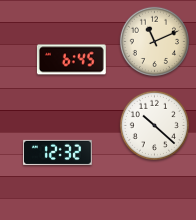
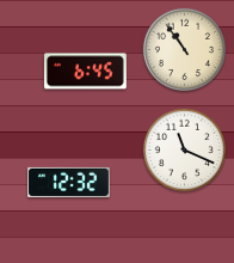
clock at (154, 41): 11:11 -> 10:54
clock at (154, 125): 10:22 -> 11:19
